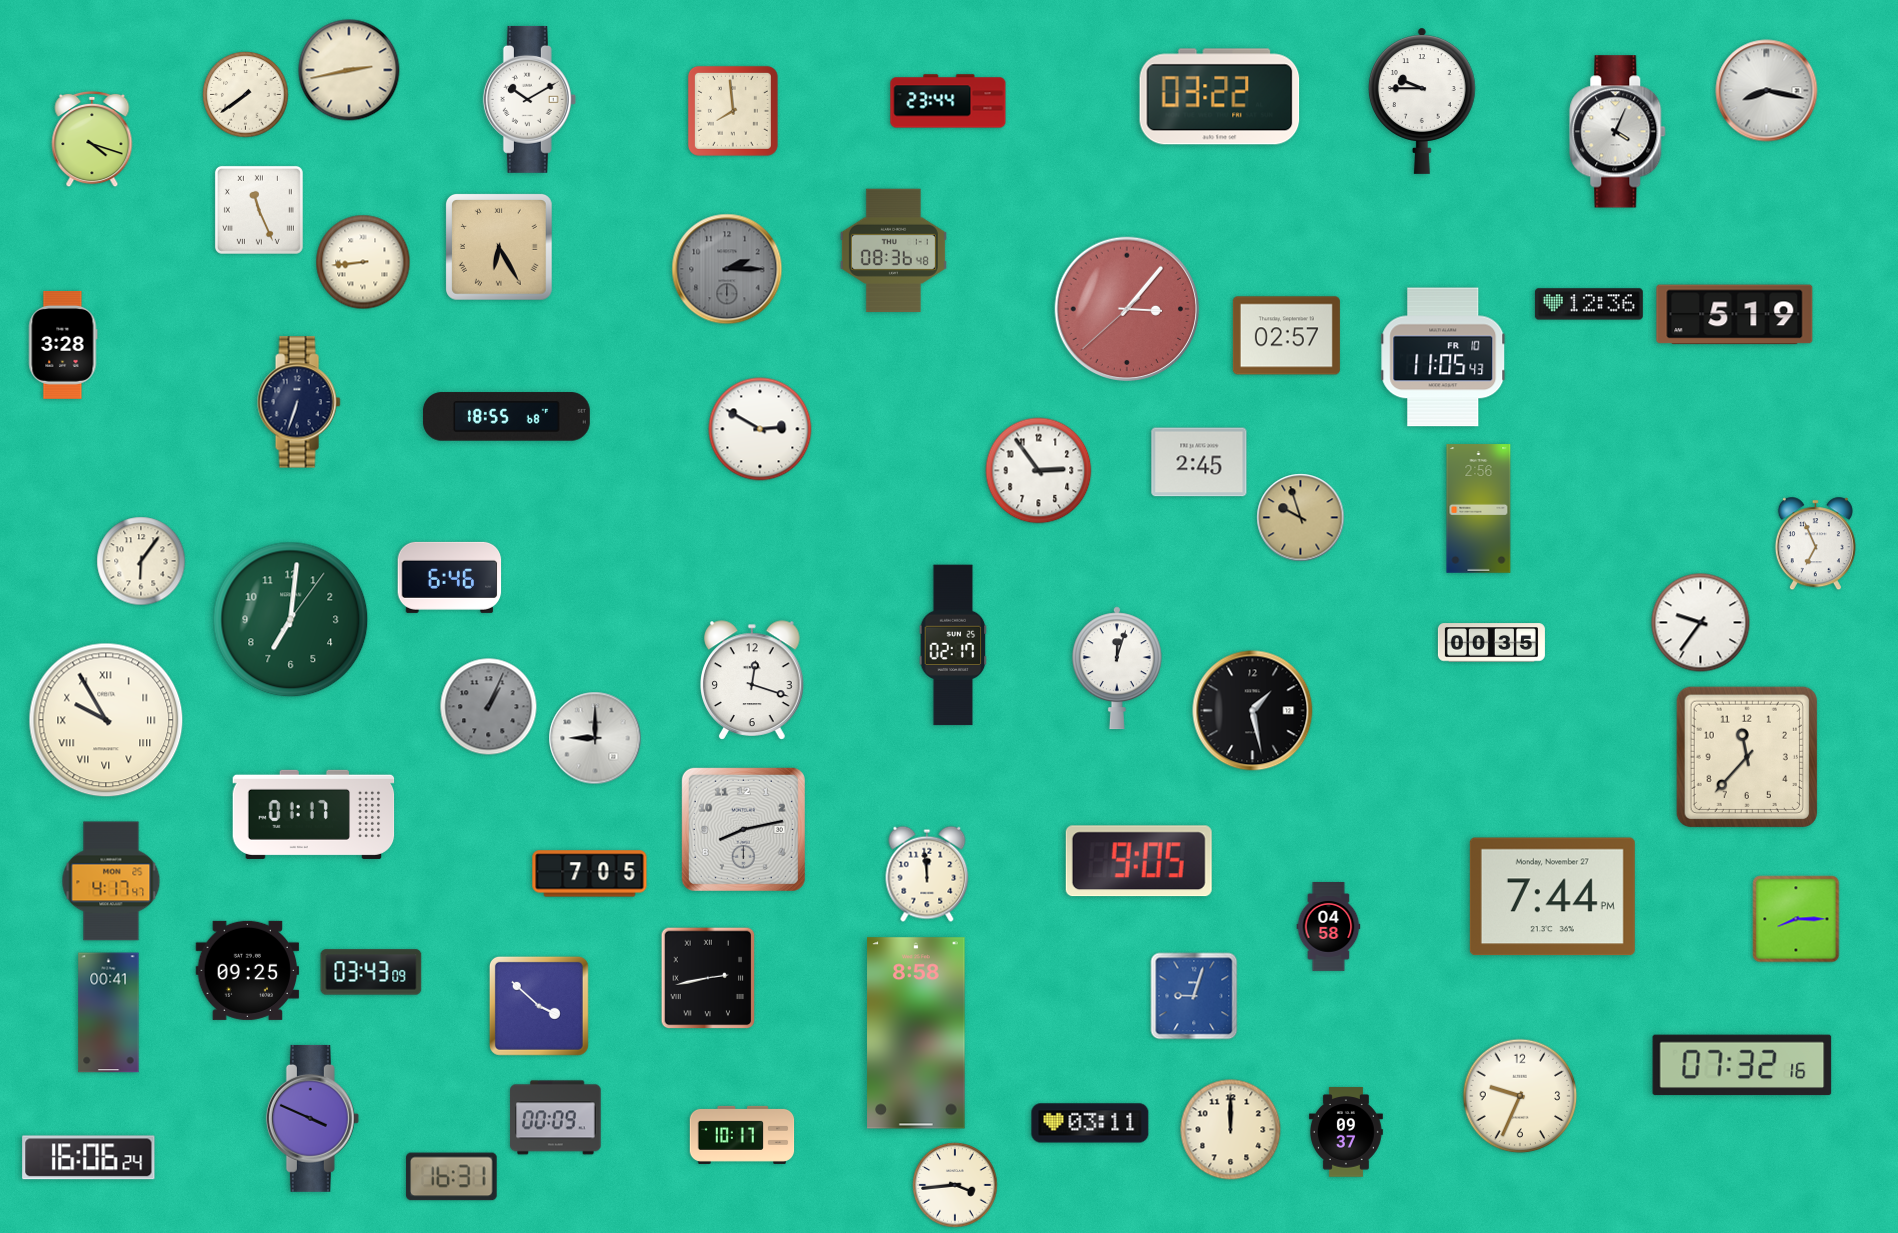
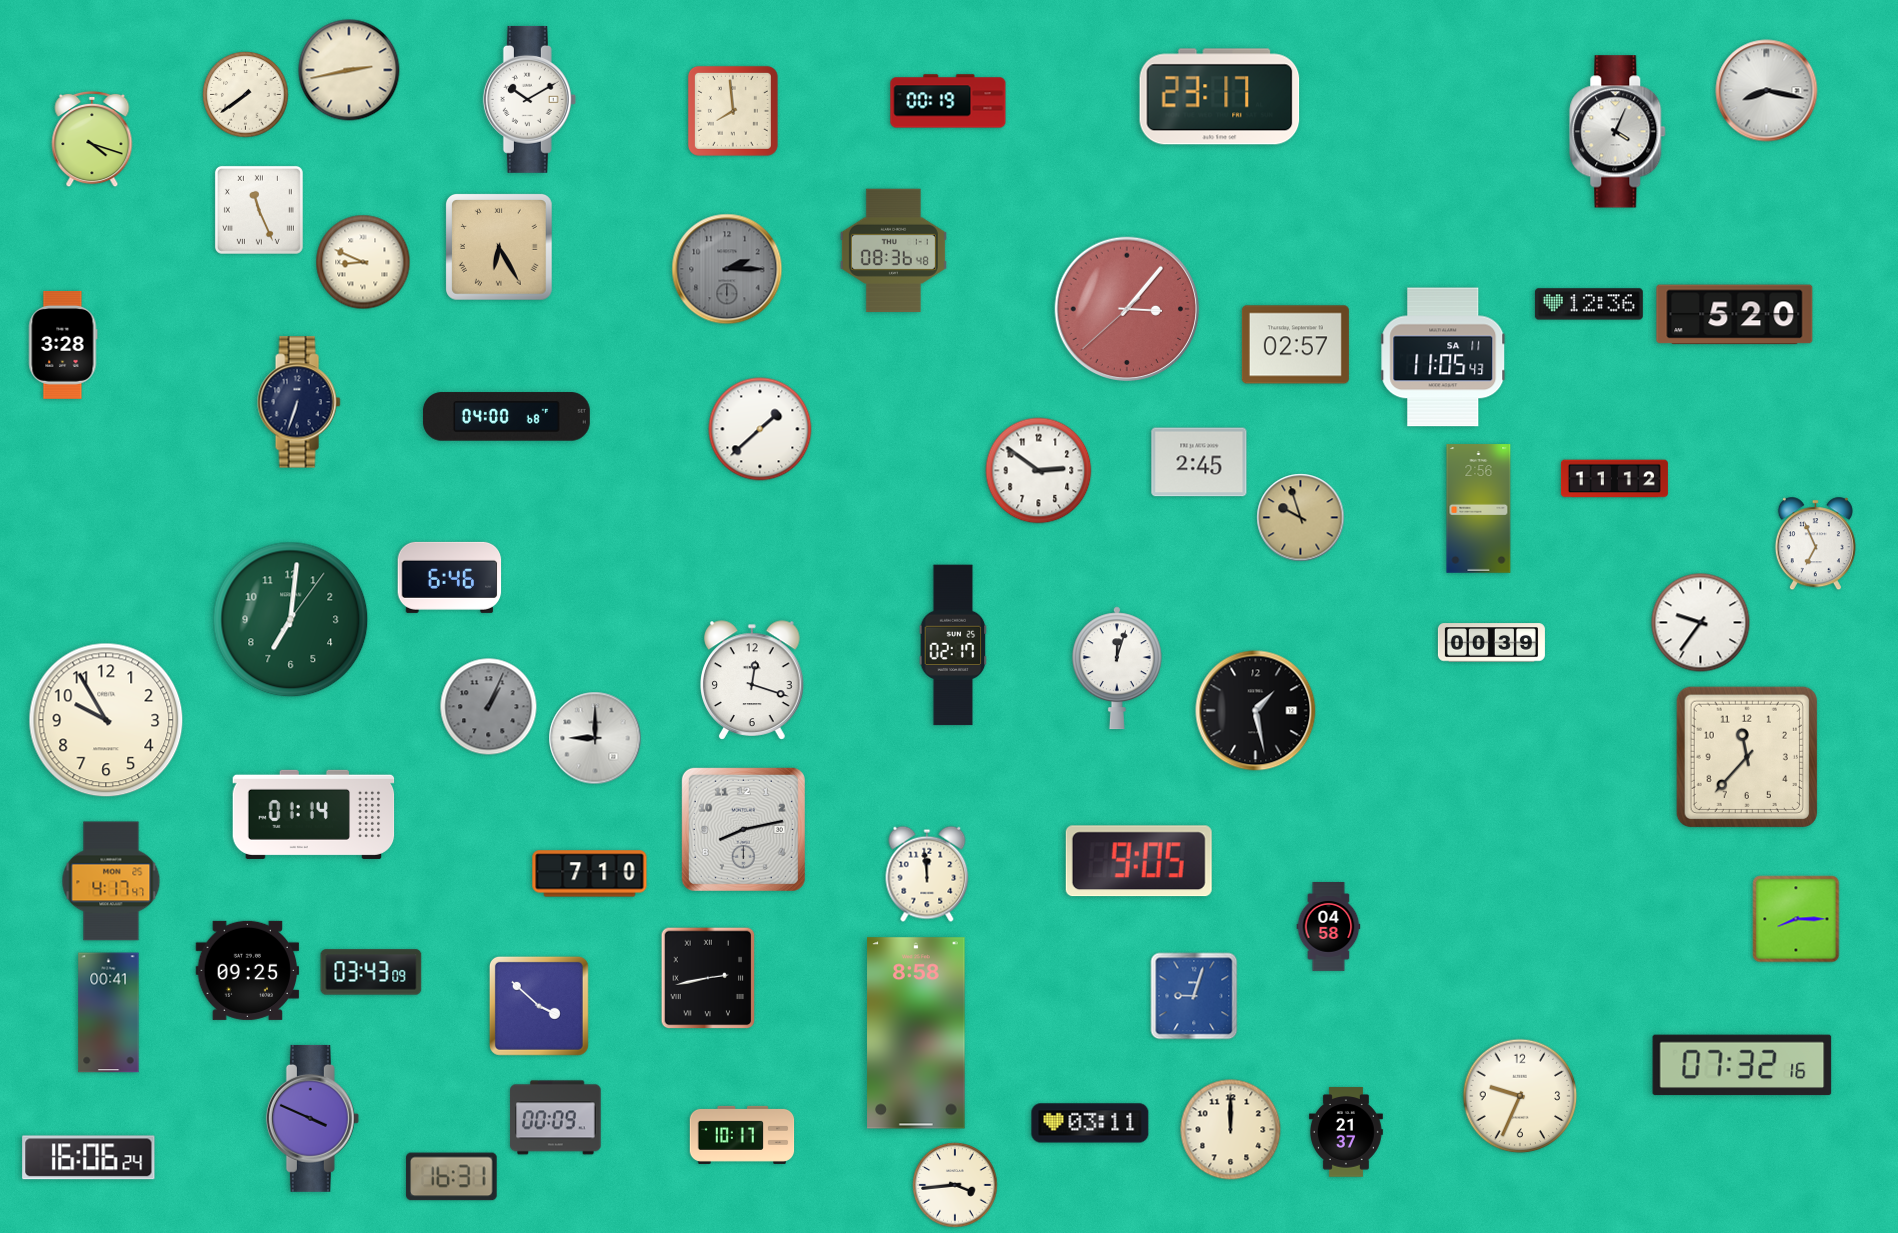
clock at (1220, 97): 03:22 -> 23:17
clock at (948, 101): 23:44 -> 00:19
clock at (1422, 101): 9:45 -> none
clock at (363, 262): 8:44 -> 8:49
clock at (1735, 315): 5:19 -> 5:20
clock at (1286, 336) position: (1286, 336) -> (1295, 345)
clock at (1444, 357) date: FR 10 -> SA 11
clock at (506, 417): 18:55 -> 04:00
clock at (760, 429): 2:50 -> 1:38
clock at (1039, 471): 2:54 -> 2:51
clock at (1614, 479): none -> 11:12
clock at (141, 561): 6:06 -> none
clock at (1491, 643): 00:35 -> 00:39
clock at (1253, 711) position: (1253, 711) -> (1256, 711)
clock at (106, 720) numerals: Roman -> Arabic
clock at (314, 814): 01:17 -> 01:14
clock at (590, 874): 7:05 -> 7:10
clock at (1552, 897): 7:44 -> none
clock at (1346, 1132): 09:37 -> 21:37
